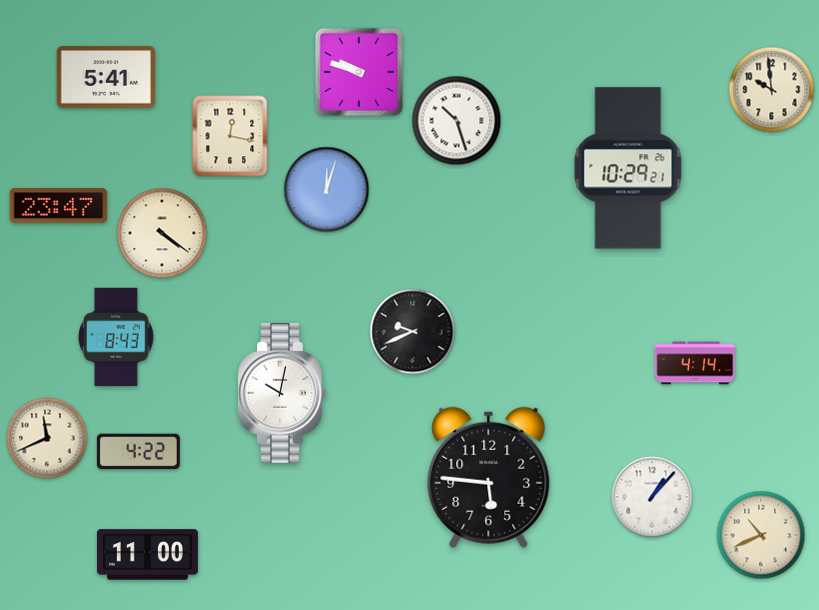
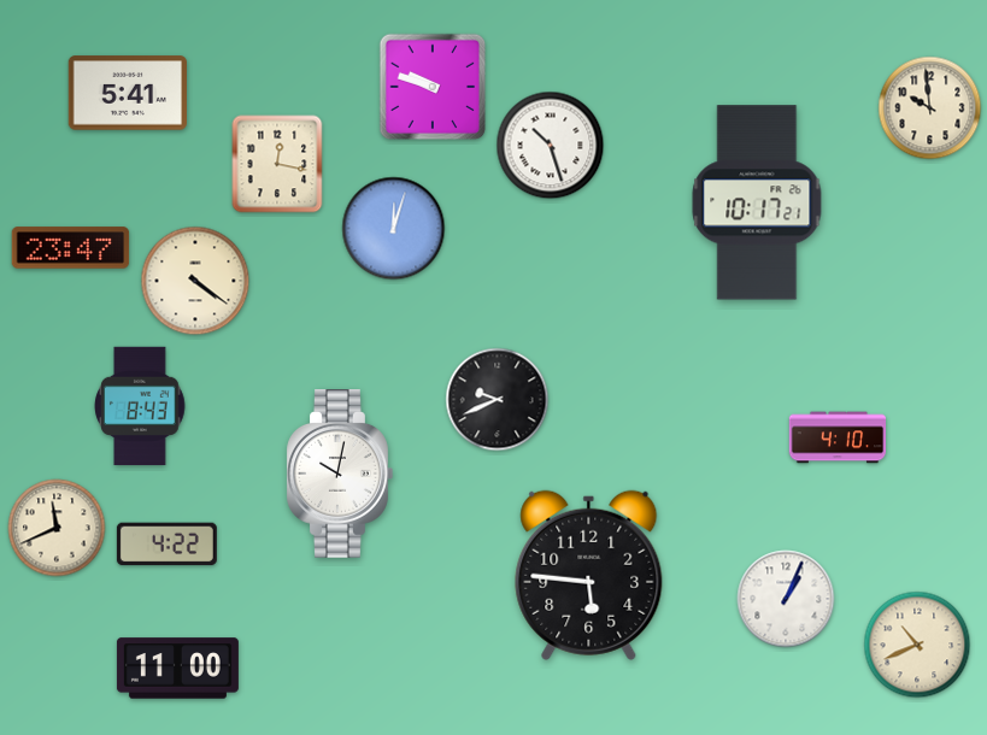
clock at (628, 168): 10:29 -> 10:17
clock at (695, 363): 4:14 -> 4:10
clock at (652, 497): 1:07 -> 1:04
